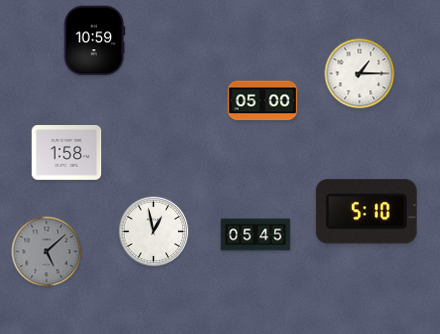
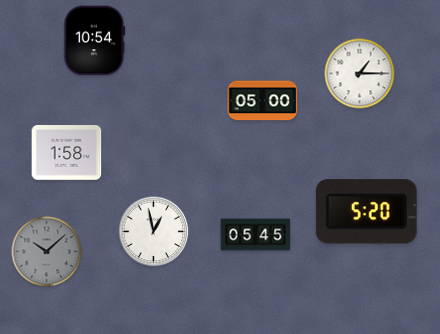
clock at (95, 41): 10:59 -> 10:54
clock at (366, 212): 5:10 -> 5:20
clock at (47, 252): 5:08 -> 10:08
